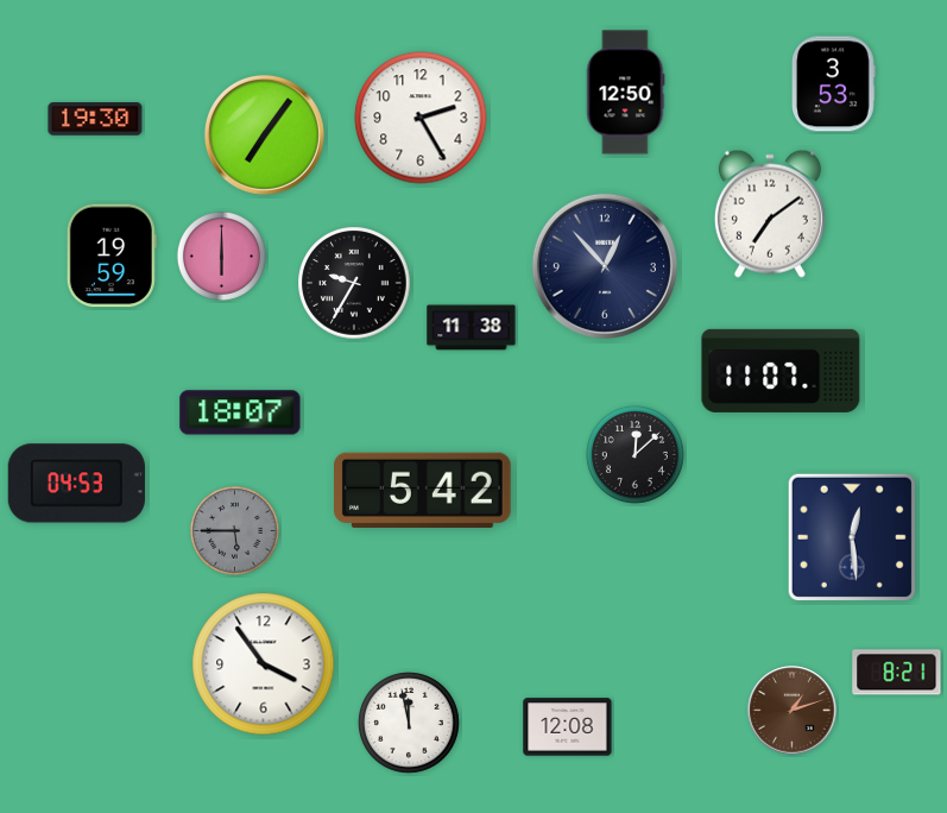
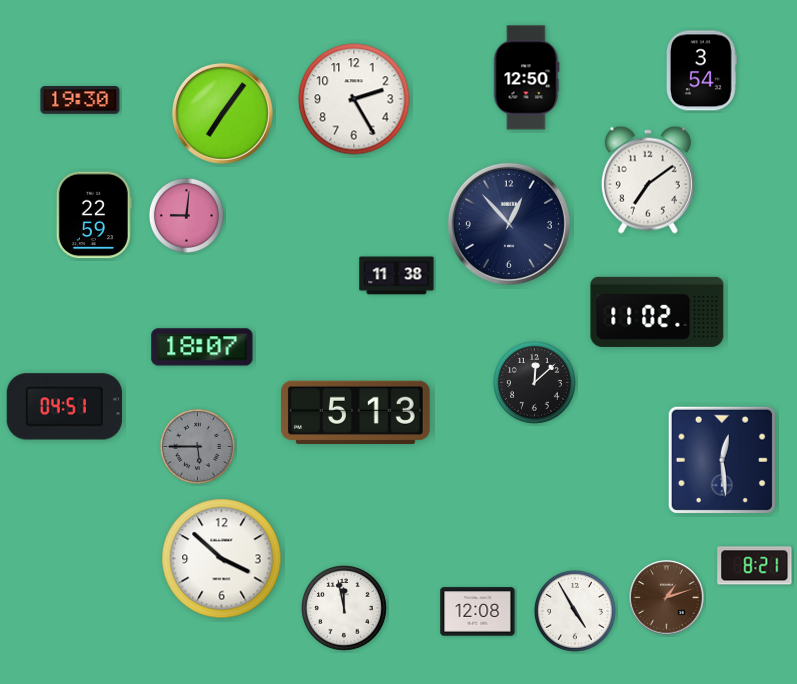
clock at (833, 84): 3:53 -> 3:54
clock at (112, 256): 19:59 -> 22:59
clock at (221, 256): 6:00 -> 9:01
clock at (354, 283): 9:35 -> none
clock at (781, 371): 11:07 -> 11:02
clock at (76, 484): 04:53 -> 04:51
clock at (423, 490): 5:42 -> 5:13
clock at (852, 537) position: (852, 537) -> (722, 460)
clock at (264, 664): 3:54 -> 3:52
clock at (575, 611): none -> 4:55
